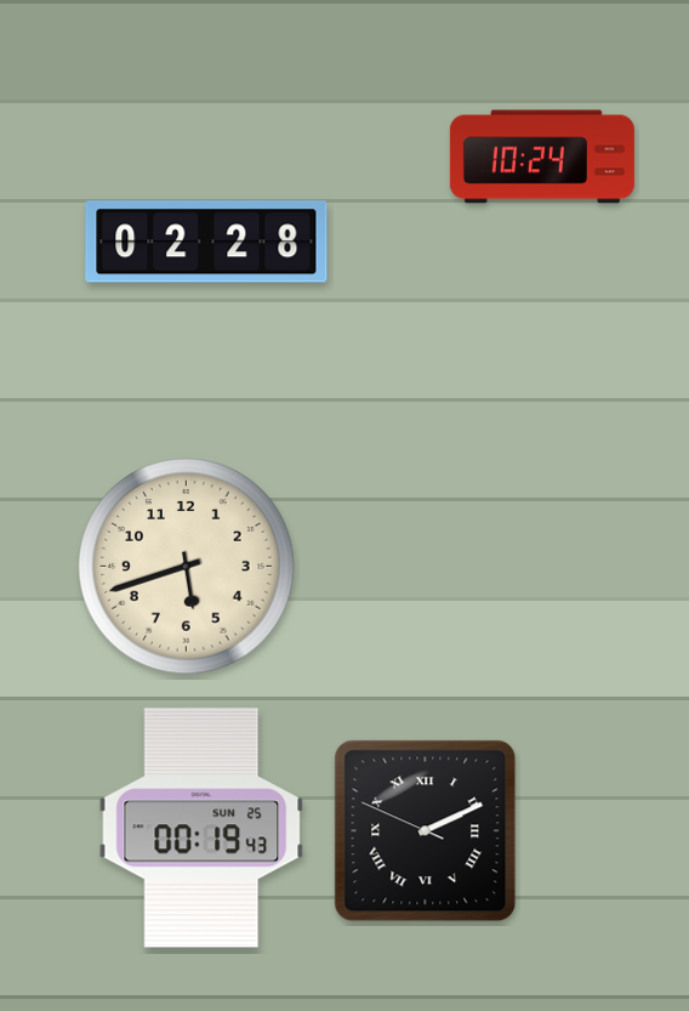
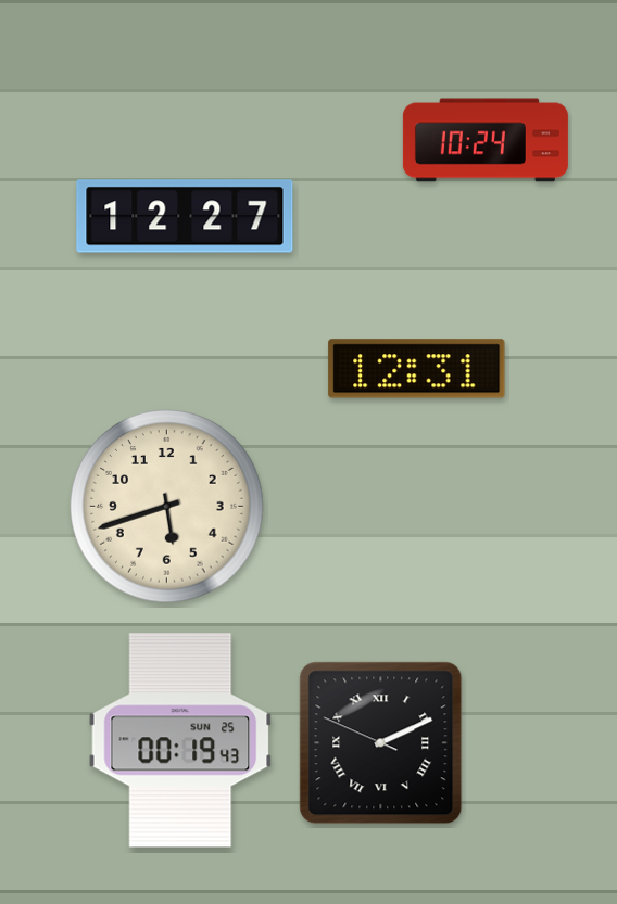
clock at (206, 242): 02:28 -> 12:27
clock at (417, 369): none -> 12:31
